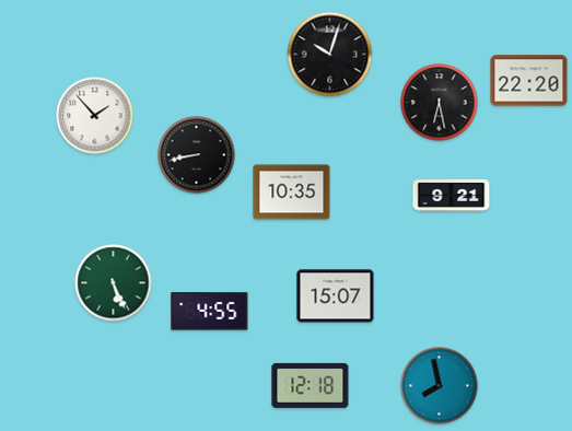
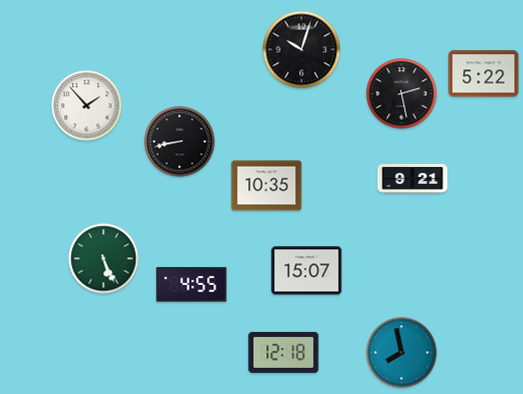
clock at (529, 81): 22:20 -> 5:22
clock at (440, 103): 6:28 -> 2:28
clock at (292, 193) position: (292, 193) -> (267, 186)
